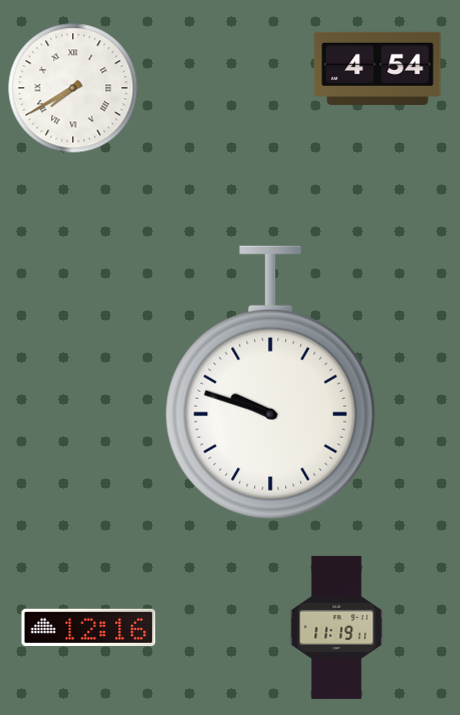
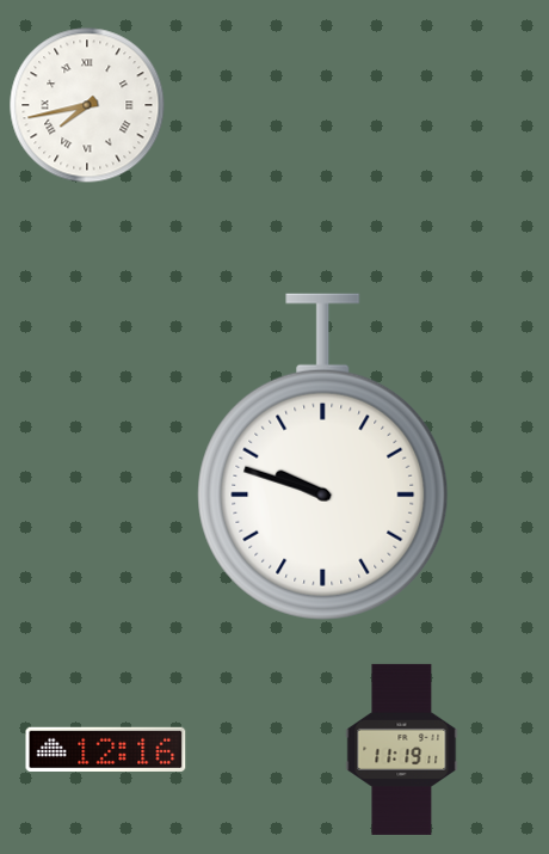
clock at (378, 68): 4:54 -> none
clock at (73, 88): 7:40 -> 7:43
